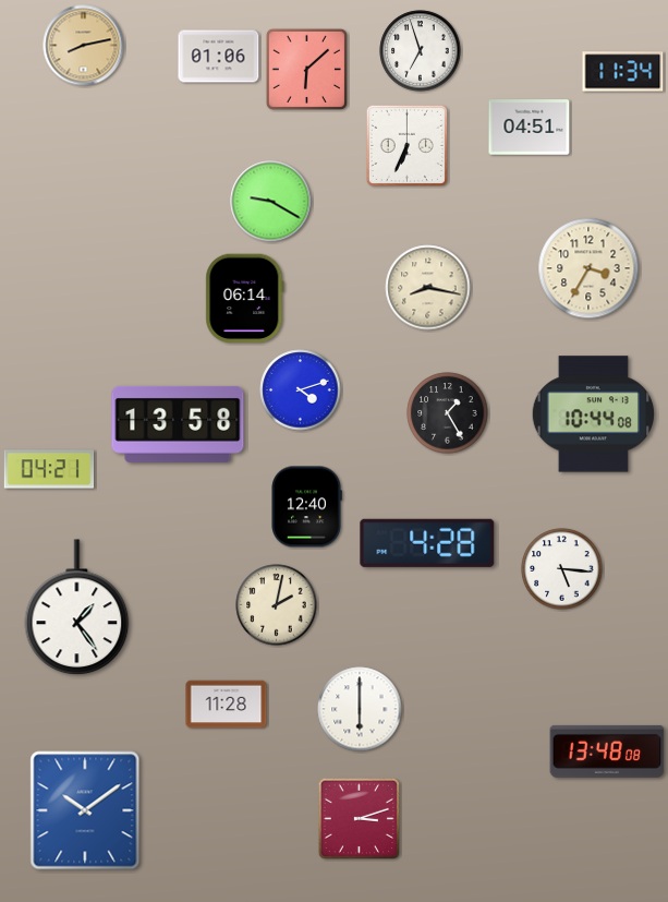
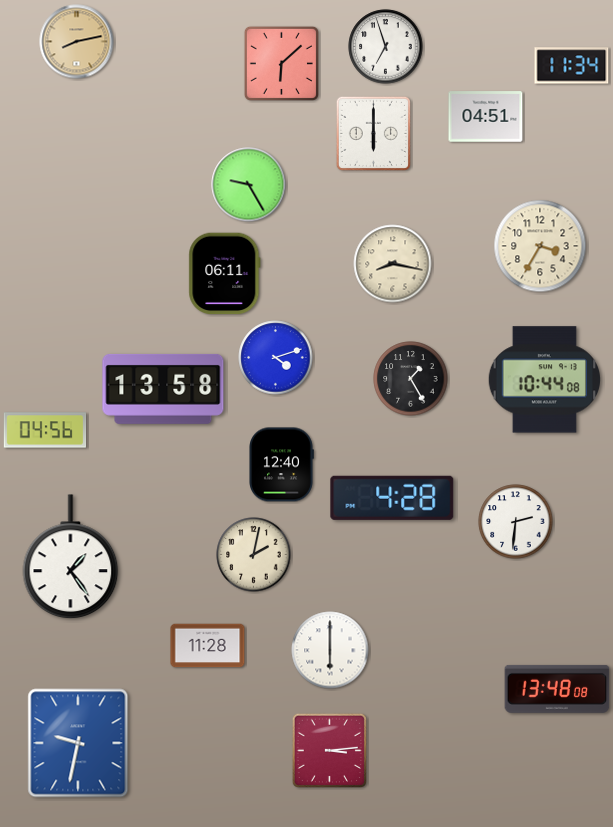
clock at (219, 57): 01:06 -> none
clock at (406, 145): 6:34 -> 6:00
clock at (271, 202): 9:20 -> 9:25
clock at (245, 299): 06:14 -> 06:11
clock at (49, 469): 04:21 -> 04:56
clock at (562, 569): 5:16 -> 2:31
clock at (85, 810): 10:09 -> 9:32
clock at (359, 818): 3:12 -> 3:14
